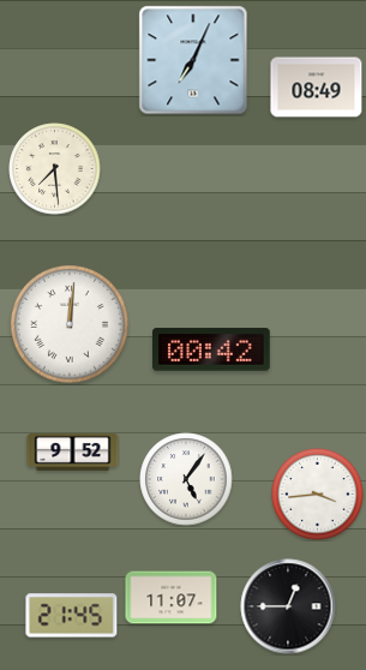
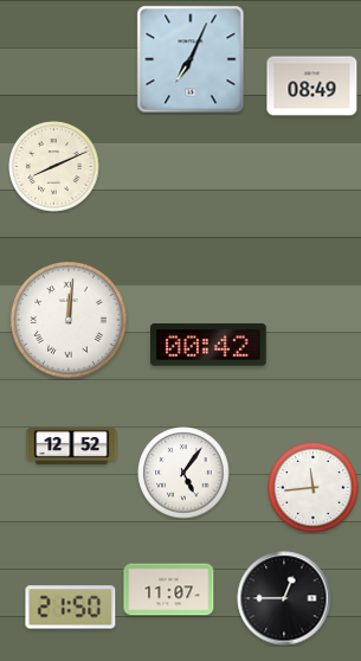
clock at (55, 169): 7:29 -> 8:11
clock at (73, 451): 9:52 -> 12:52
clock at (318, 495): 3:44 -> 11:44
clock at (72, 616): 21:45 -> 21:50
